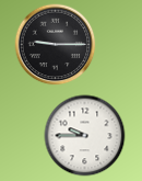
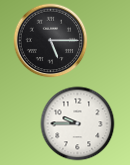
clock at (56, 45): 9:15 -> 5:15
